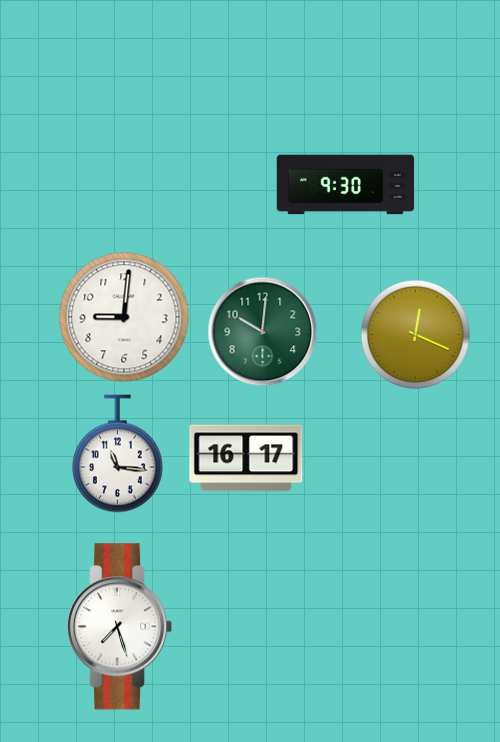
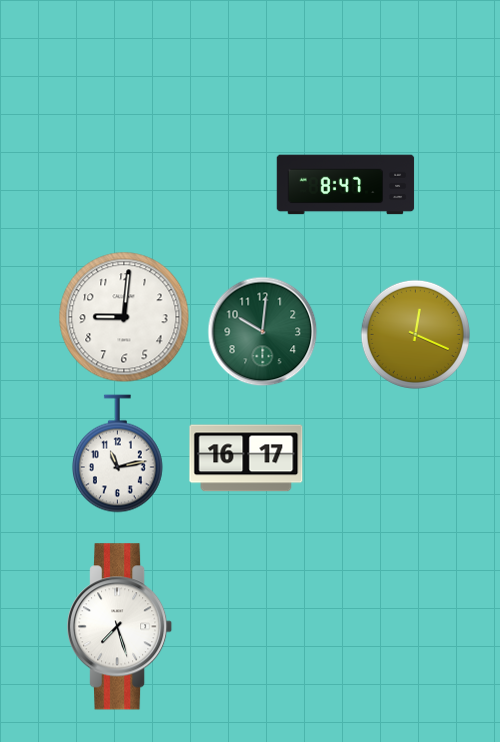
clock at (346, 185): 9:30 -> 8:47
clock at (117, 454): 11:16 -> 11:13
